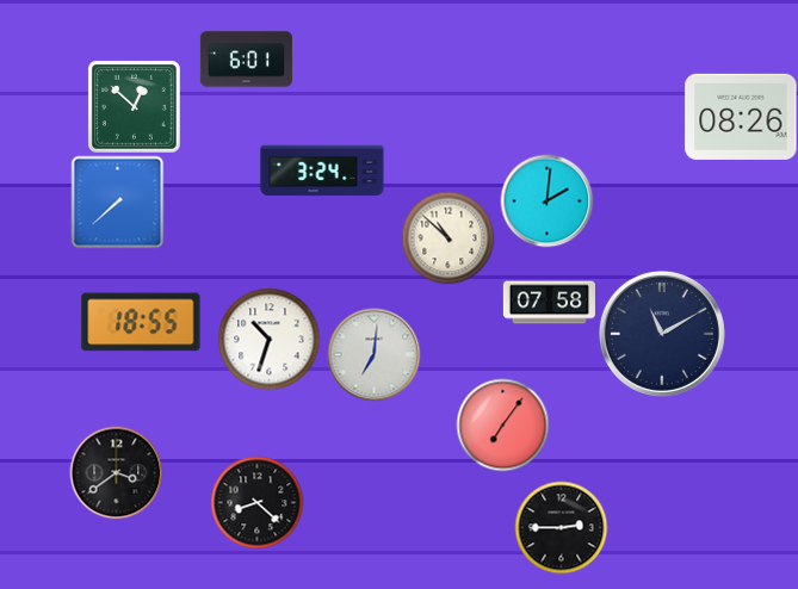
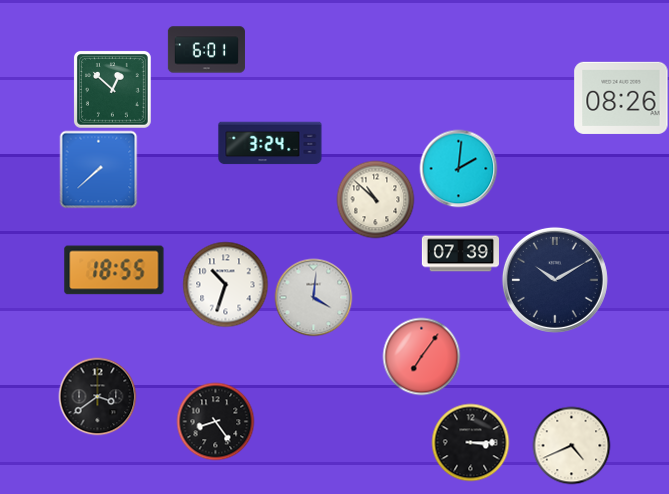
clock at (549, 303): 07:58 -> 07:39
clock at (141, 322) position: (141, 322) -> (114, 270)
clock at (662, 334): 11:10 -> 10:10
clock at (373, 354): 7:01 -> 4:01
clock at (256, 502): 8:22 -> 8:24
clock at (561, 527): 2:45 -> 3:15
clock at (571, 445): none -> 4:41
